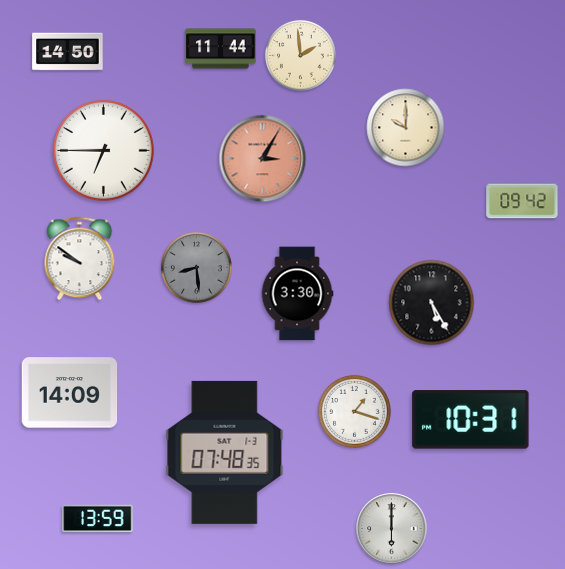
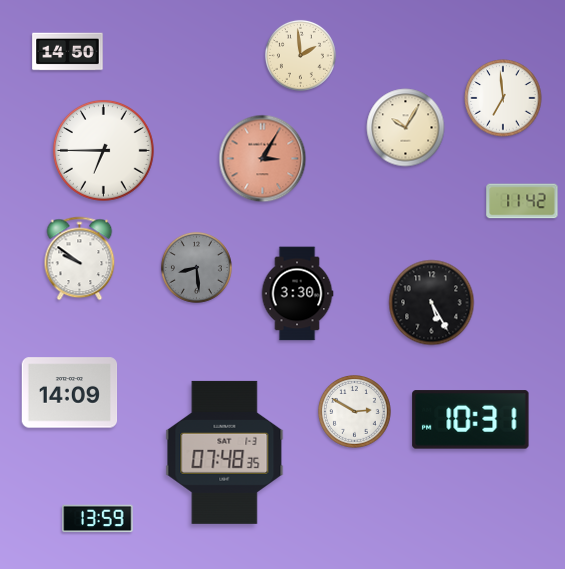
clock at (221, 49): 11:44 -> none
clock at (503, 98): none -> 6:59
clock at (406, 128): 10:00 -> 10:05
clock at (522, 201): 09:42 -> 11:42
clock at (355, 412): 1:18 -> 2:50
clock at (392, 529): 6:00 -> none
